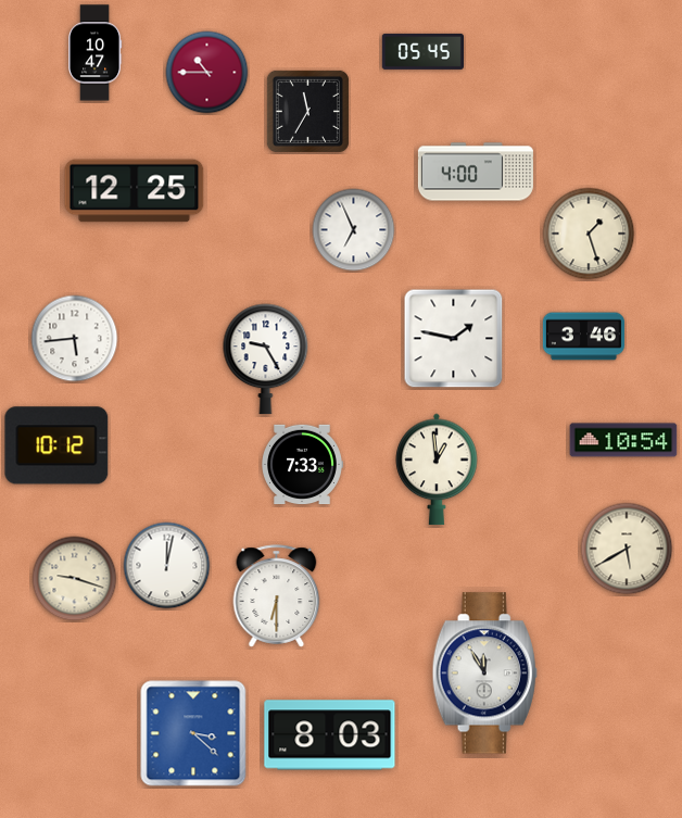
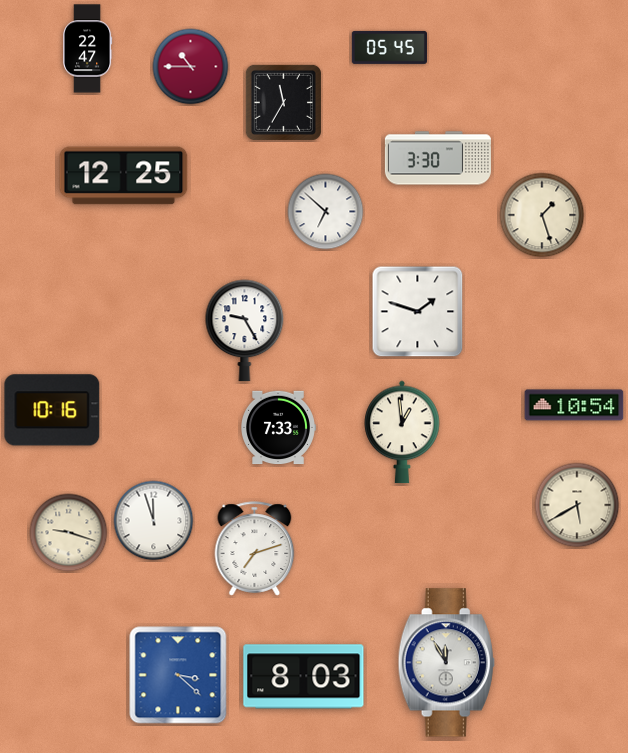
clock at (96, 53): 10:47 -> 22:47
clock at (476, 172): 4:00 -> 3:30
clock at (354, 230): 6:56 -> 6:52
clock at (583, 337): 3:46 -> none
clock at (75, 339): 5:44 -> none
clock at (454, 339): 1:47 -> 1:48
clock at (56, 445): 10:12 -> 10:16
clock at (167, 566): 12:02 -> 11:57
clock at (277, 596): 6:30 -> 7:12
clock at (484, 674) position: (484, 674) -> (446, 663)
